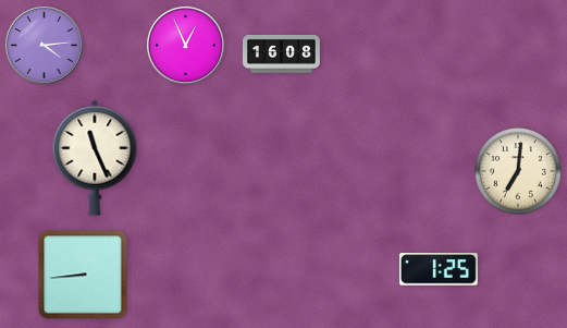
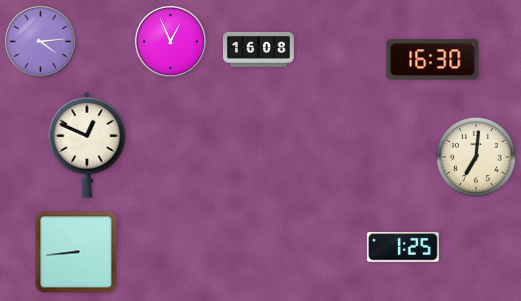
clock at (433, 60): none -> 16:30
clock at (95, 158): 11:26 -> 12:49
